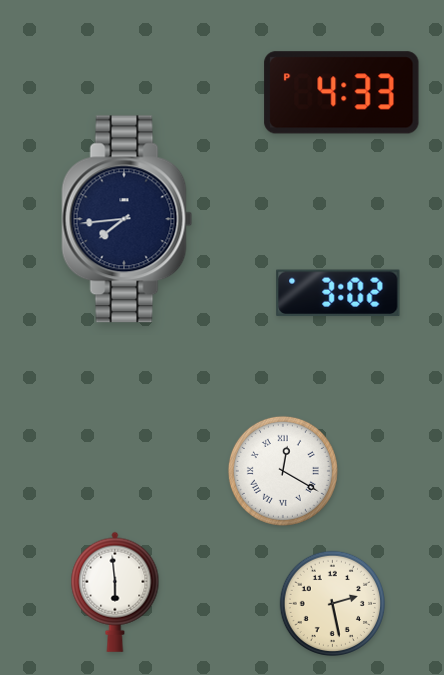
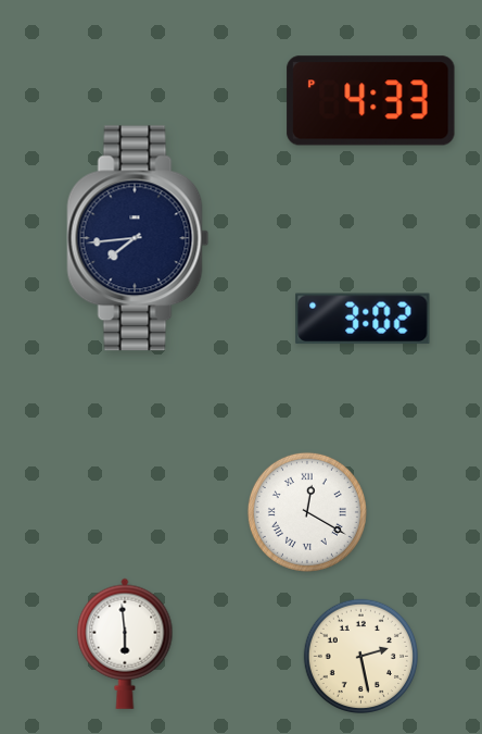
clock at (338, 293) position: (338, 293) -> (363, 319)
